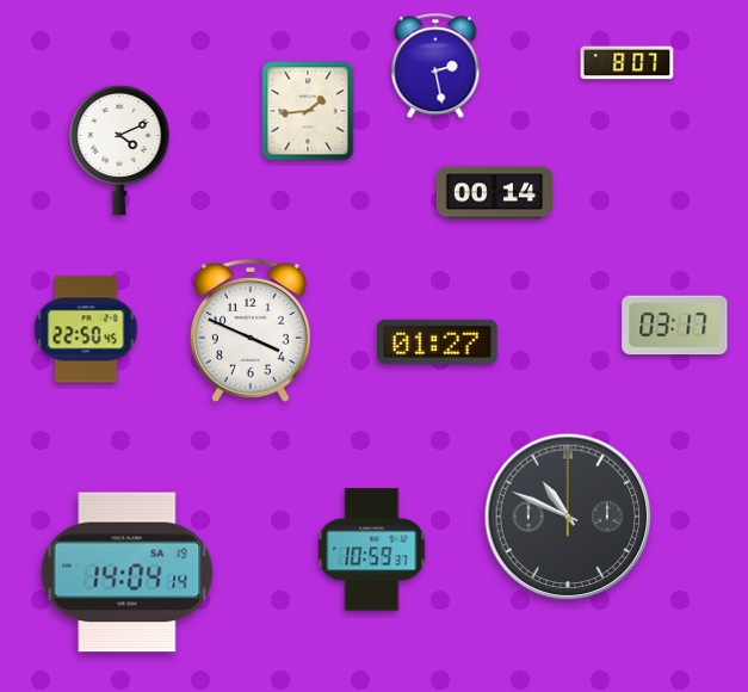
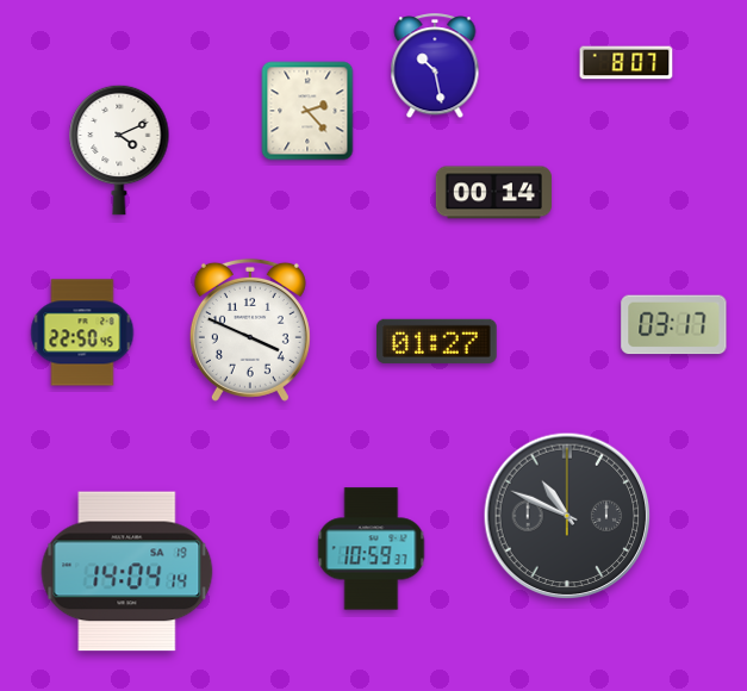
clock at (435, 67): 2:28 -> 10:28
clock at (308, 111): 1:44 -> 2:23
clock at (86, 329) position: (86, 329) -> (82, 332)
